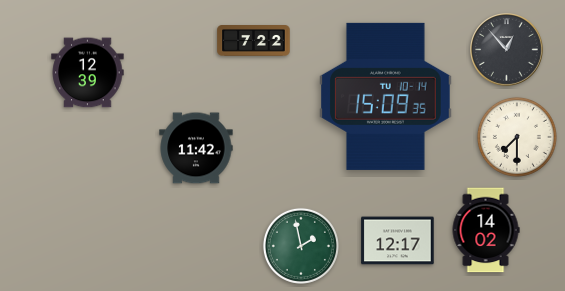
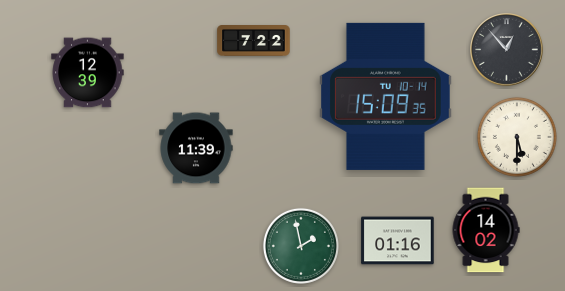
clock at (517, 137): 7:30 -> 5:30
clock at (196, 148): 11:42 -> 11:39
clock at (398, 241): 12:17 -> 01:16
